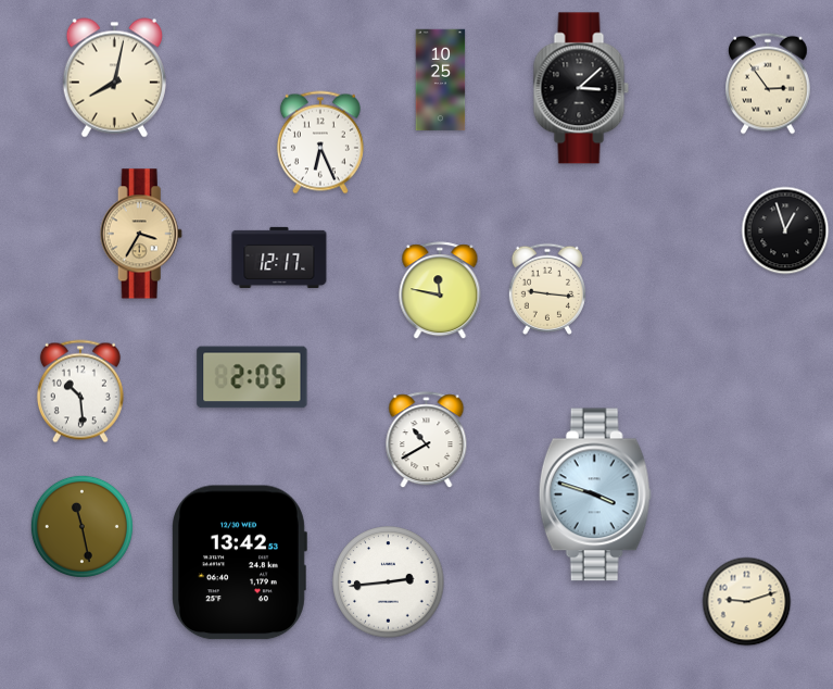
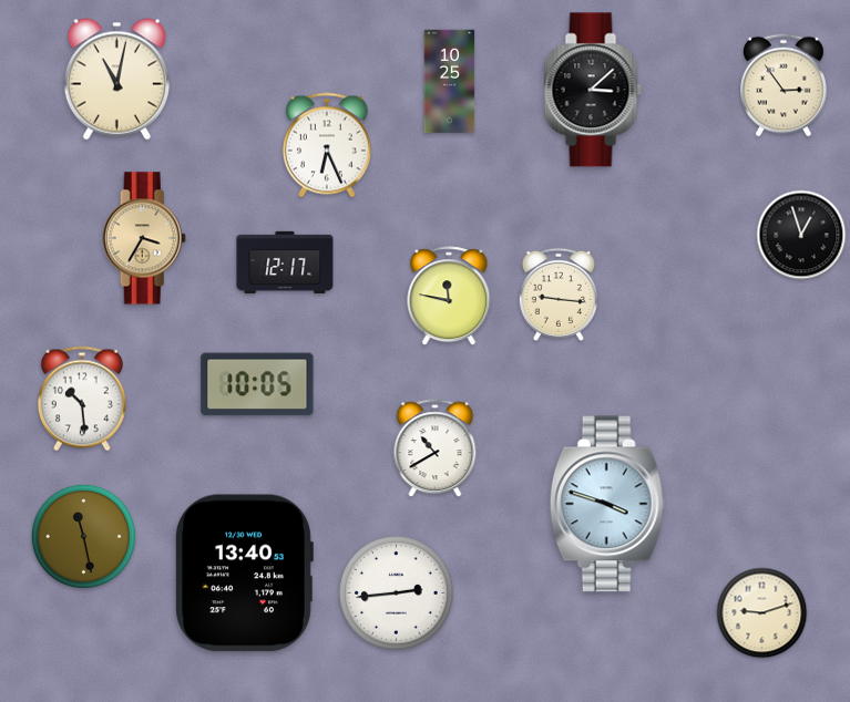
clock at (114, 78): 8:02 -> 11:02
clock at (252, 377): 2:05 -> 10:05
clock at (240, 563): 13:42 -> 13:40
